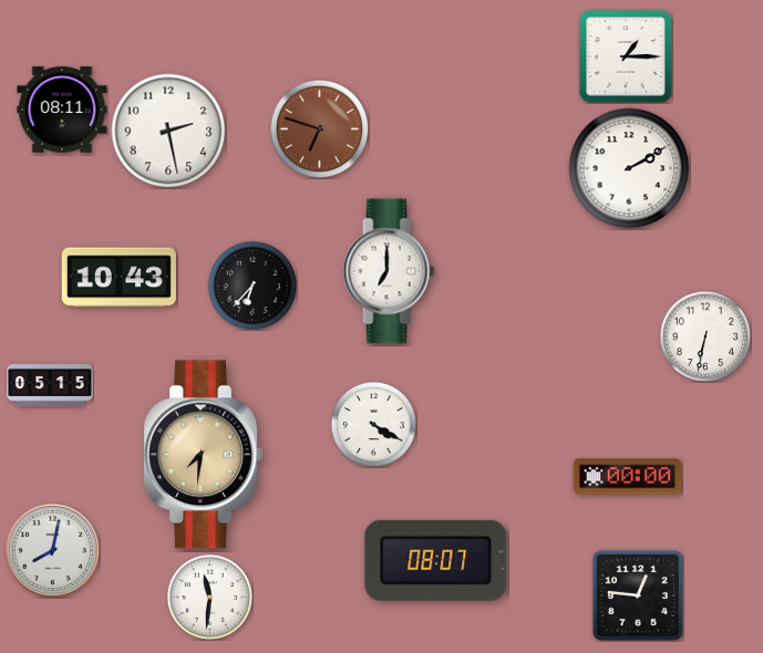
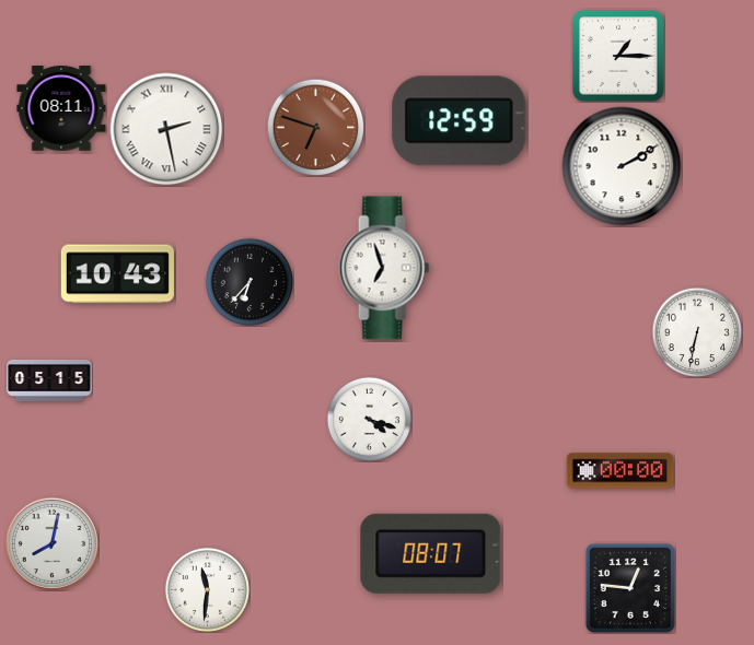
clock at (460, 121): none -> 12:59
clock at (168, 131) numerals: Arabic -> Roman
clock at (389, 271): 7:00 -> 6:57
clock at (373, 424): 4:20 -> 4:18
clock at (203, 455): 7:31 -> none
